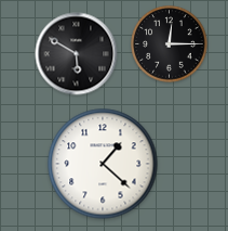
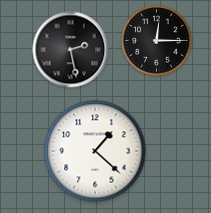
clock at (77, 54): 5:50 -> 2:28
